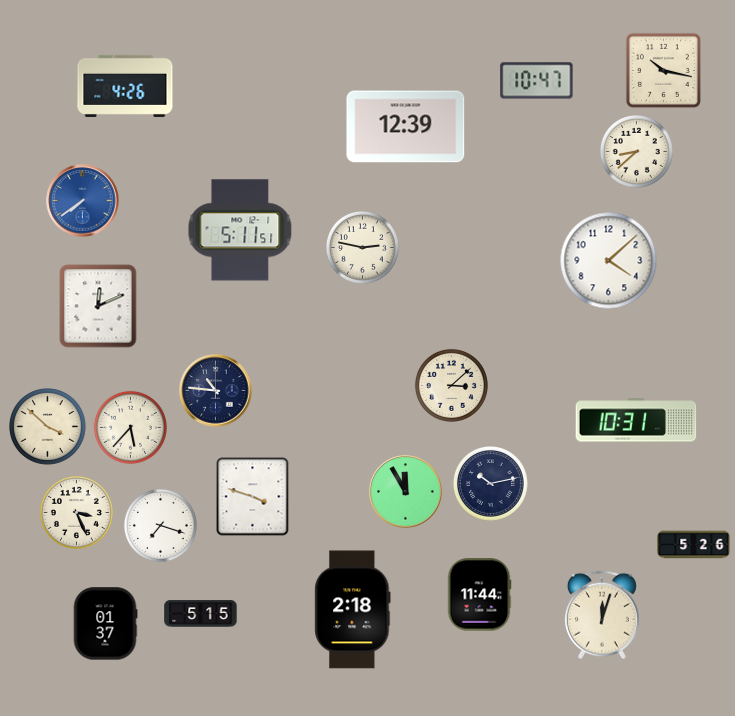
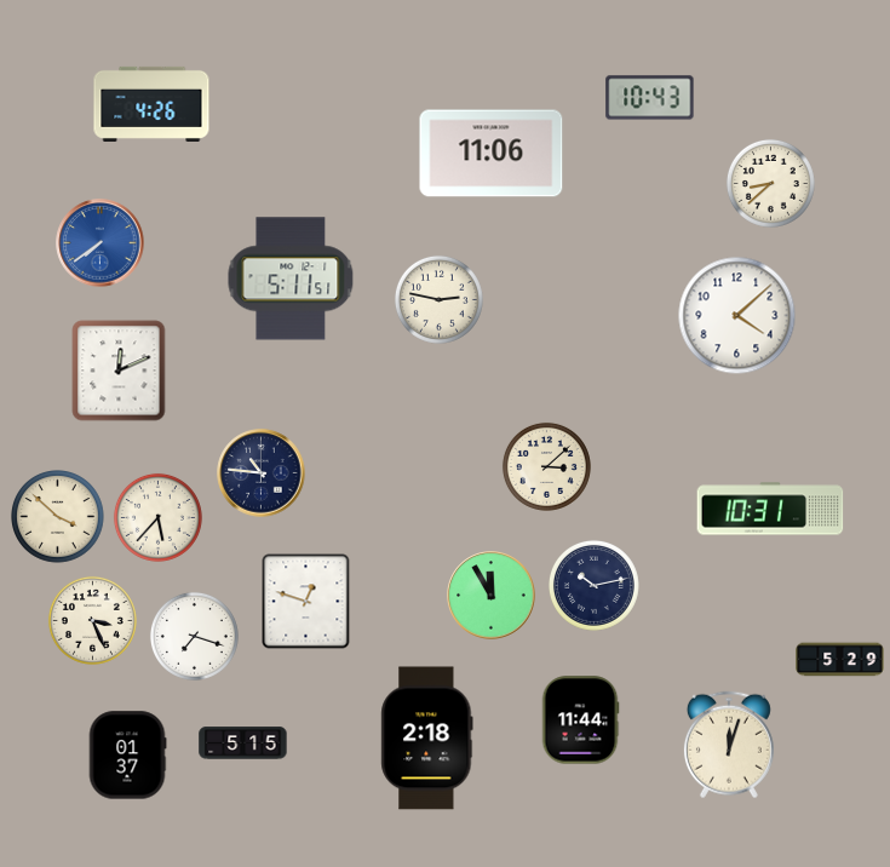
clock at (663, 70): 10:17 -> none
clock at (537, 81): 10:47 -> 10:43
clock at (406, 127): 12:39 -> 11:06
clock at (253, 497): 3:48 -> 12:48
clock at (694, 545): 5:26 -> 5:29
